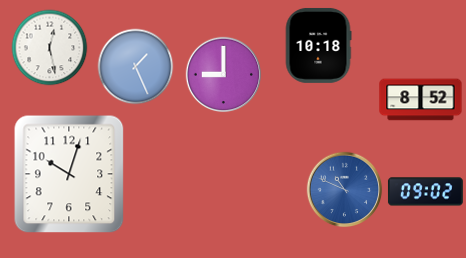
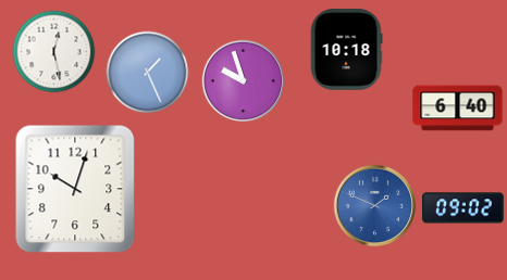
clock at (224, 75): 9:00 -> 9:57
clock at (421, 100): 8:52 -> 6:40
clock at (345, 190): 10:49 -> 1:49
